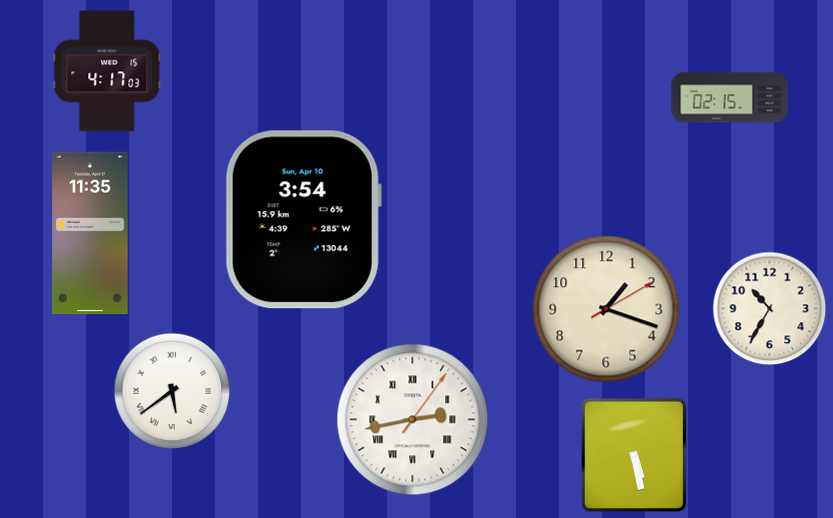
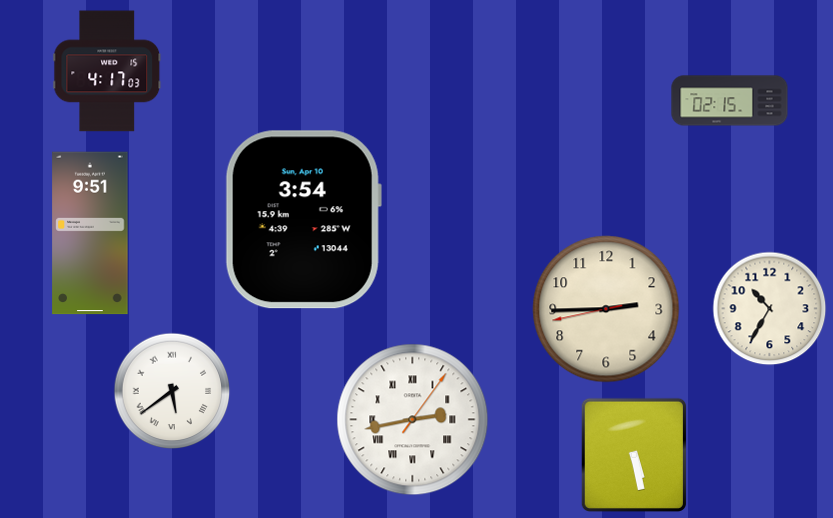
clock at (730, 98) position: (730, 98) -> (730, 101)
clock at (90, 233): 11:35 -> 9:51
clock at (606, 309): 1:18 -> 2:44
